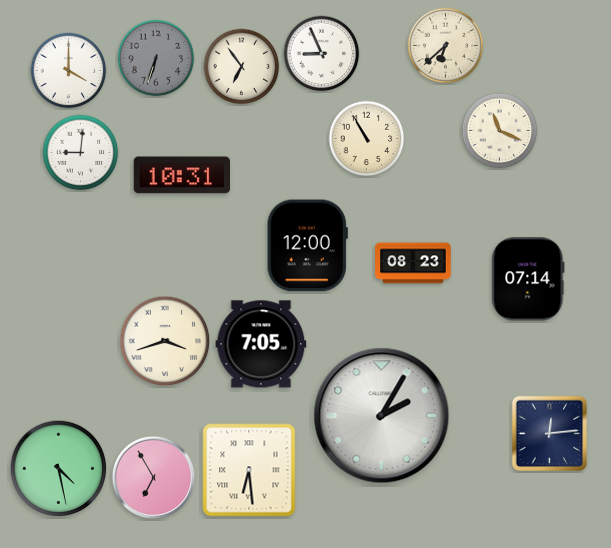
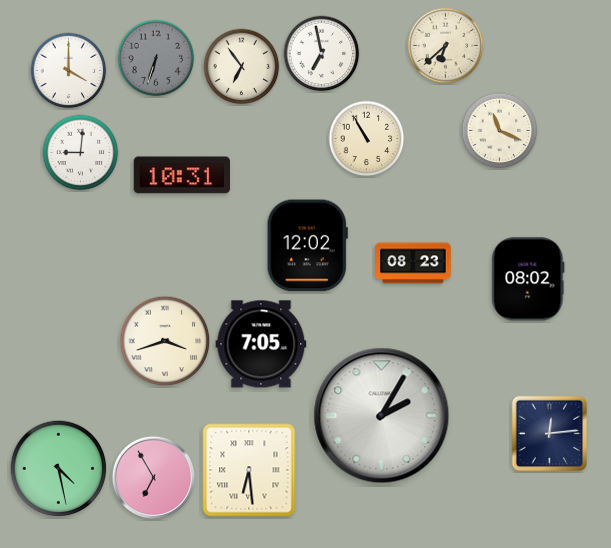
clock at (322, 54): 8:56 -> 6:58
clock at (307, 246): 12:00 -> 12:02
clock at (528, 279): 07:14 -> 08:02
